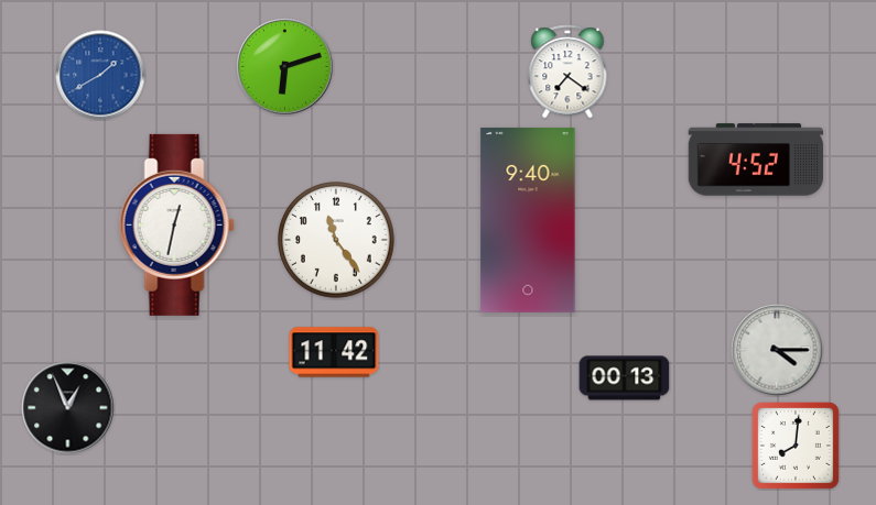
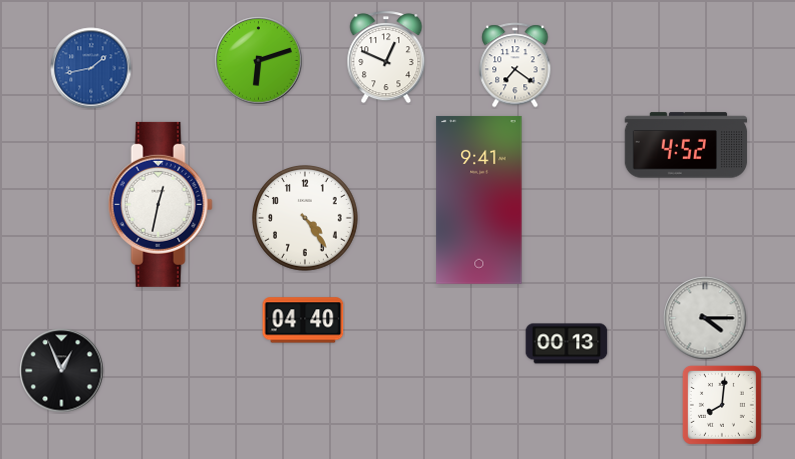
clock at (386, 57): none -> 12:49
clock at (100, 75): 1:40 -> 1:43
clock at (528, 220): 9:40 -> 9:41
clock at (337, 241): 11:24 -> 4:24
clock at (334, 352): 11:42 -> 04:40
